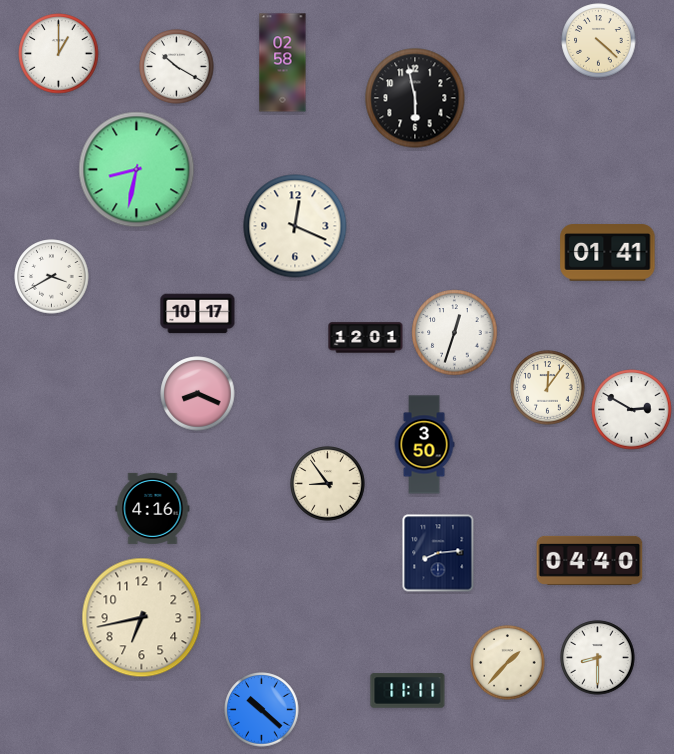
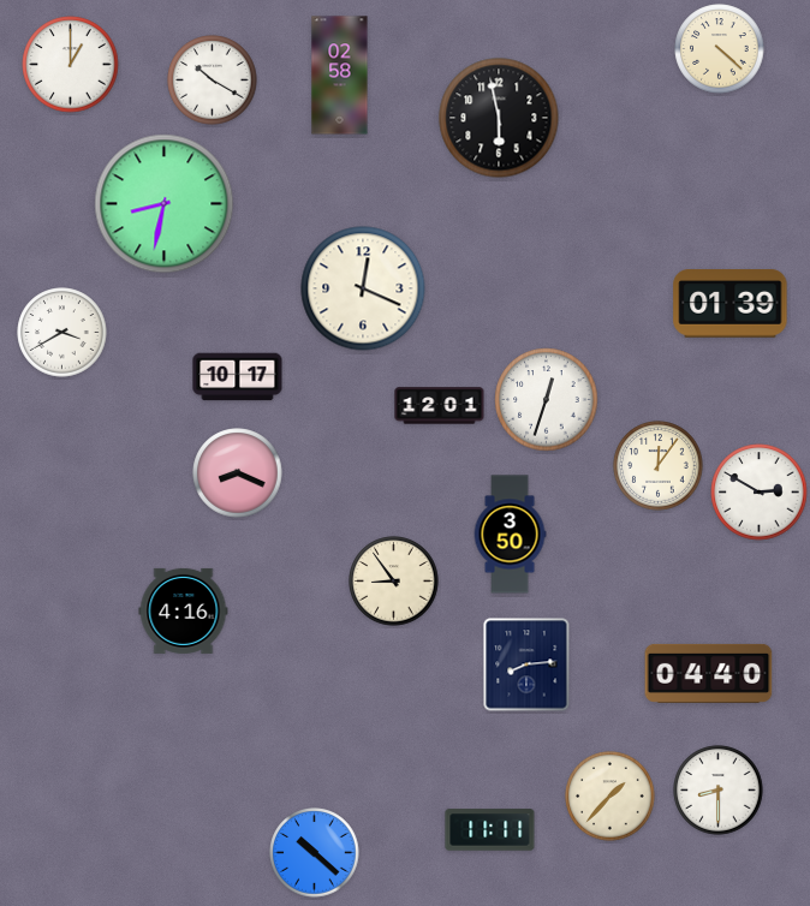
clock at (295, 226) position: (295, 226) -> (363, 288)
clock at (608, 253): 01:41 -> 01:39
clock at (142, 618): 6:43 -> none
